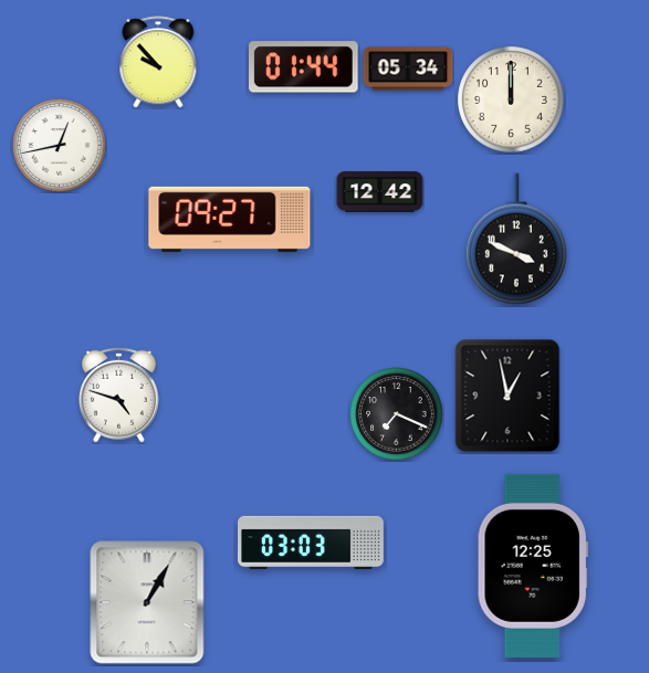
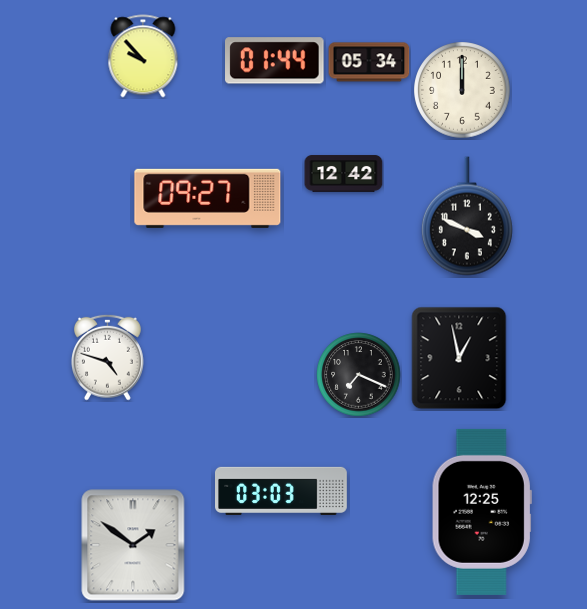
clock at (60, 146): 12:43 -> none
clock at (147, 602): 1:05 -> 1:51
